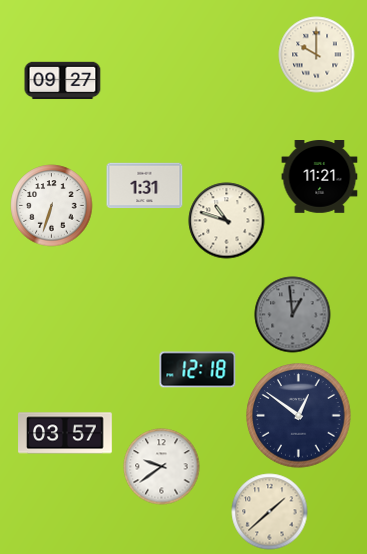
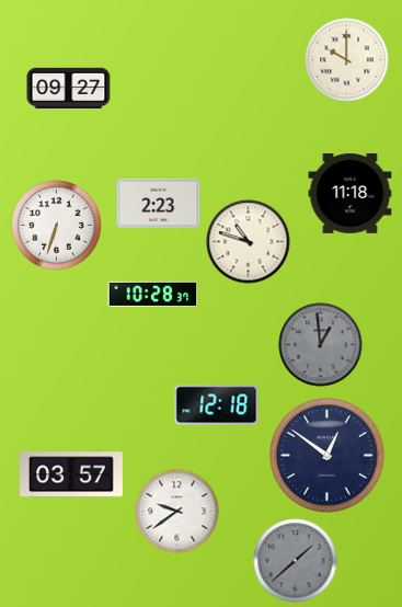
clock at (320, 177): 11:21 -> 11:18
clock at (145, 186): 1:31 -> 2:23
clock at (153, 294): none -> 10:28
clock at (270, 512) dial: cream -> grey
